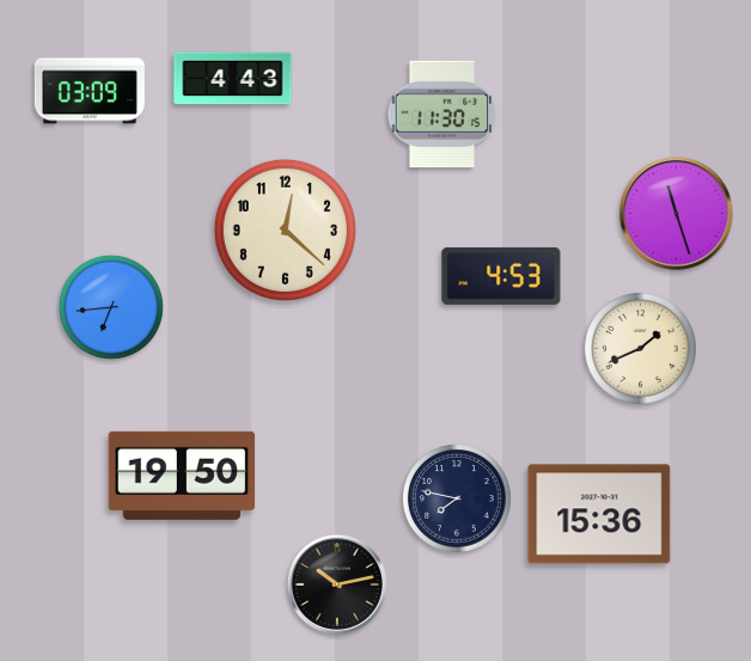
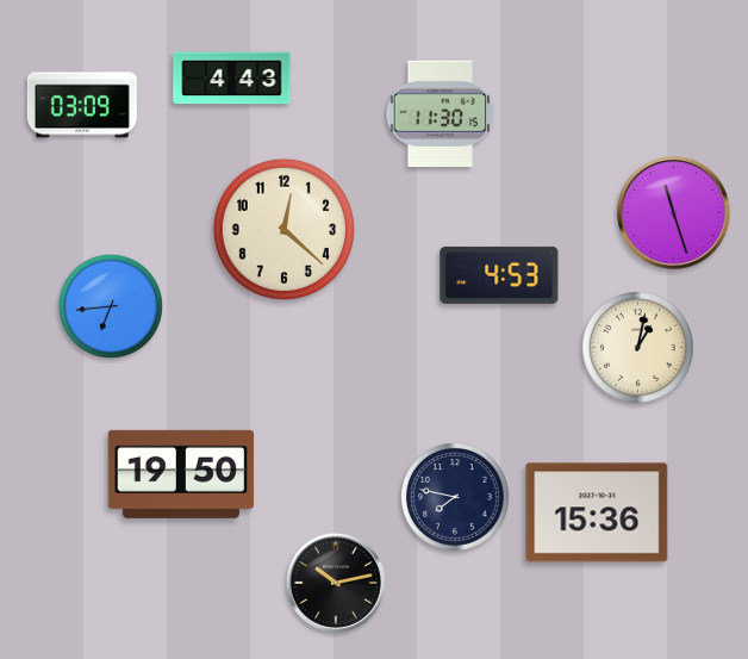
clock at (90, 91) position: (90, 91) -> (82, 105)
clock at (641, 349): 1:41 -> 1:02
